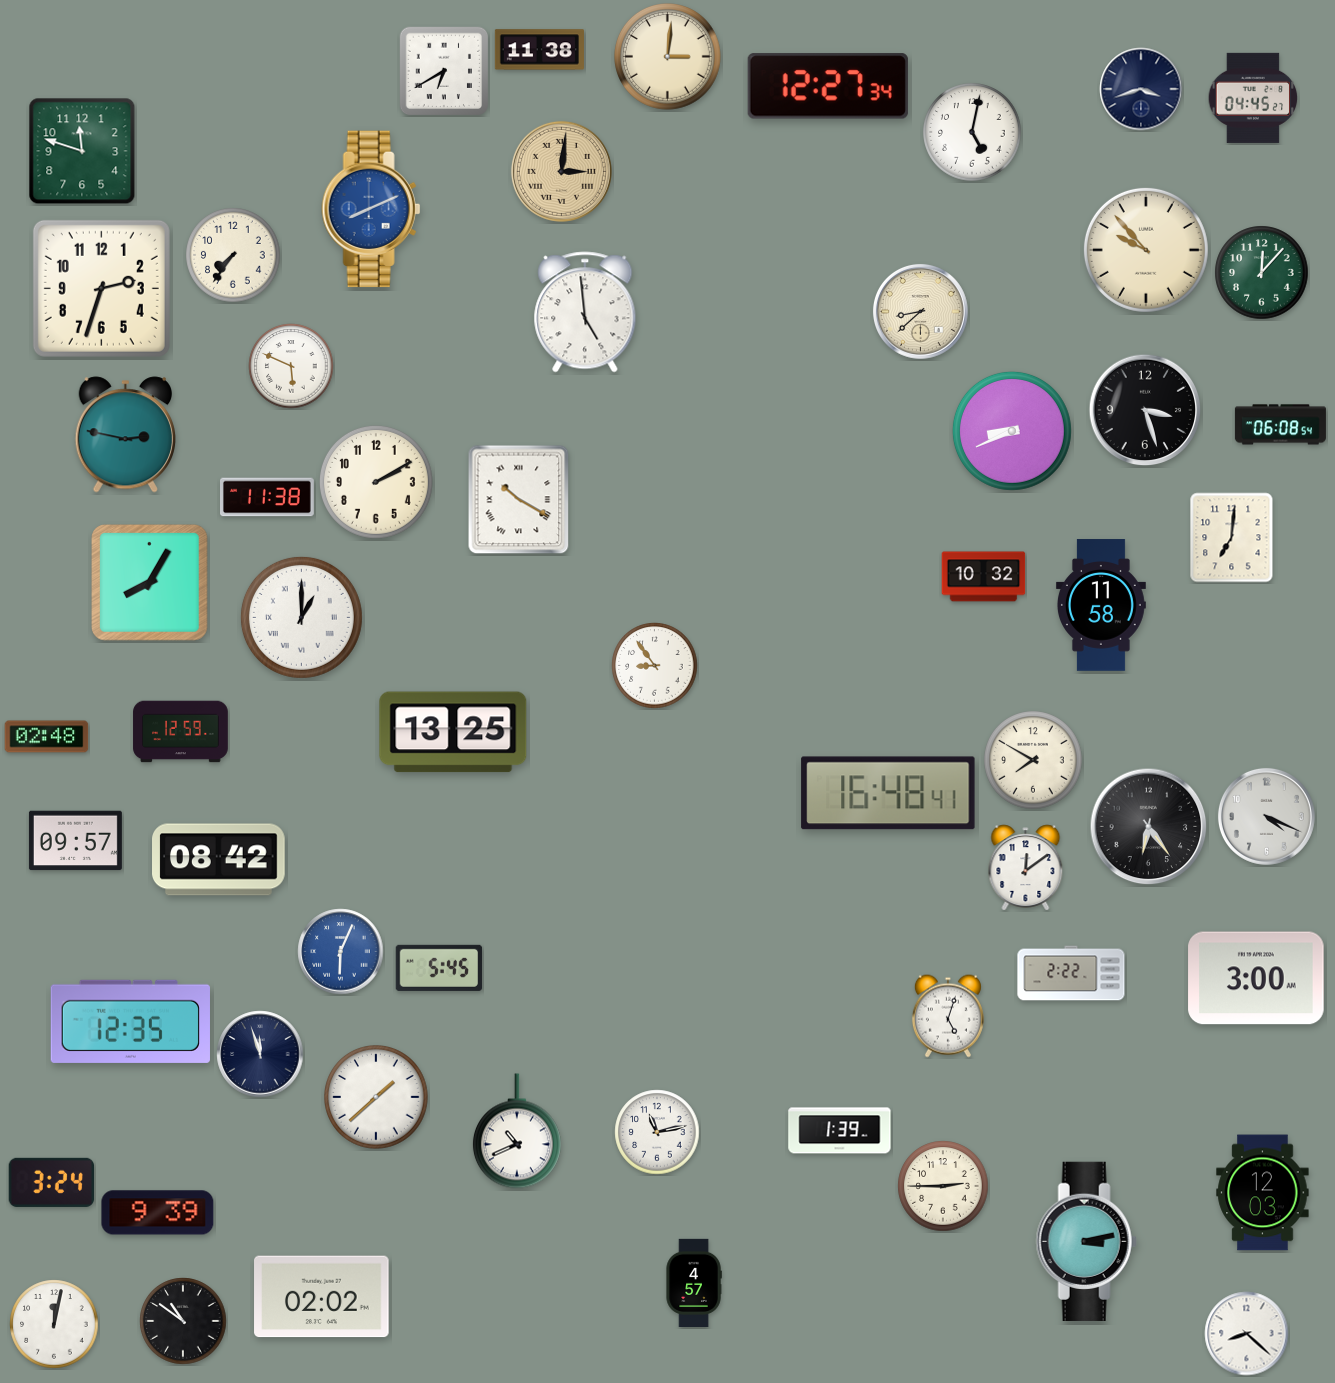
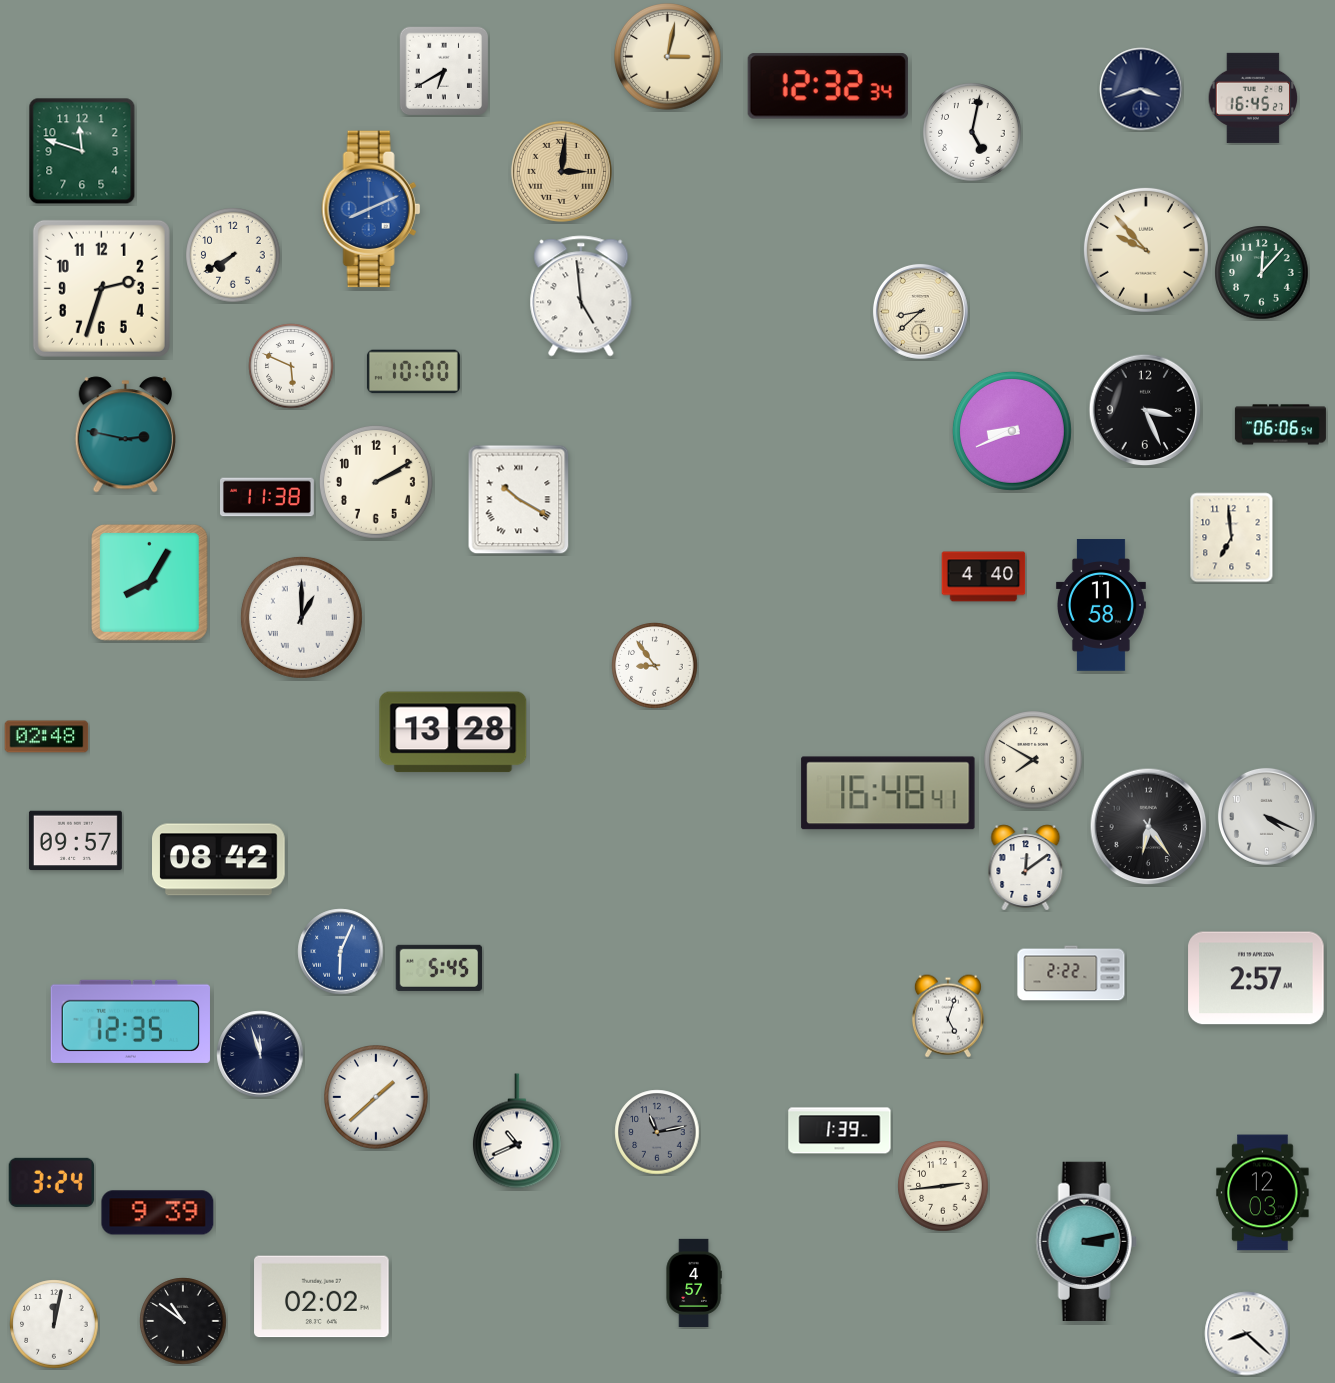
clock at (539, 50): 11:38 -> none
clock at (668, 57): 3:01 -> 3:02
clock at (828, 86): 12:27 -> 12:32
clock at (1253, 98): 04:45 -> 16:45
clock at (233, 255): 7:36 -> 7:40
clock at (585, 312) position: (585, 312) -> (581, 296)
clock at (413, 372): none -> 10:00
clock at (1145, 410): 3:27 -> 3:26
clock at (1280, 425): 06:08 -> 06:06
clock at (1232, 538): 7:01 -> 6:59
clock at (984, 577): 10:32 -> 4:40
clock at (181, 732): 12:59 -> none
clock at (453, 732): 13:25 -> 13:28
clock at (1256, 978): 3:00 -> 2:57
clock at (657, 1132) dial: white -> grey
clock at (943, 1186): 2:45 -> 2:44
